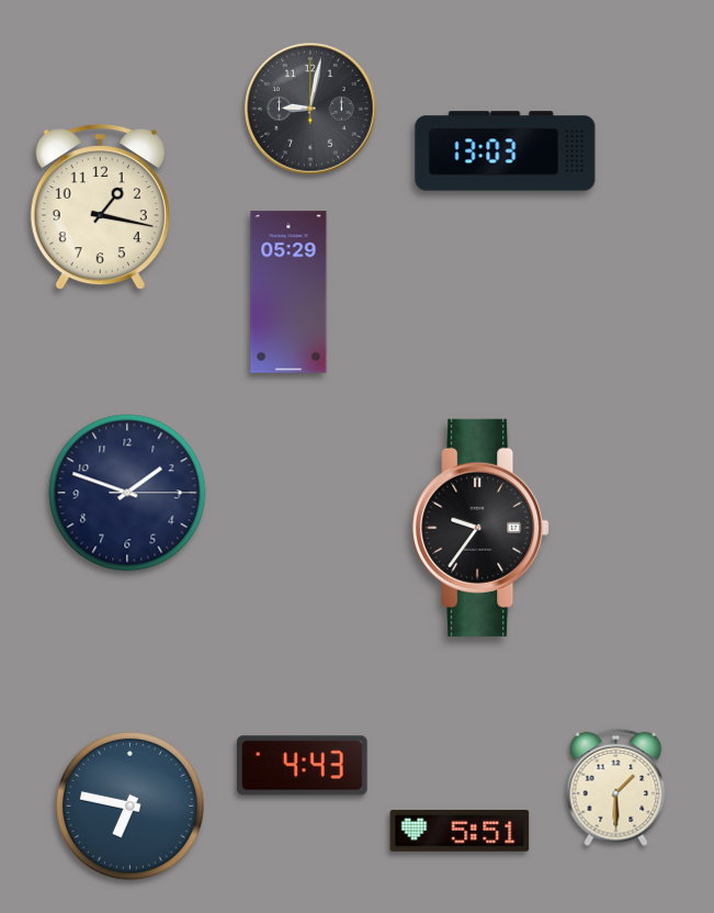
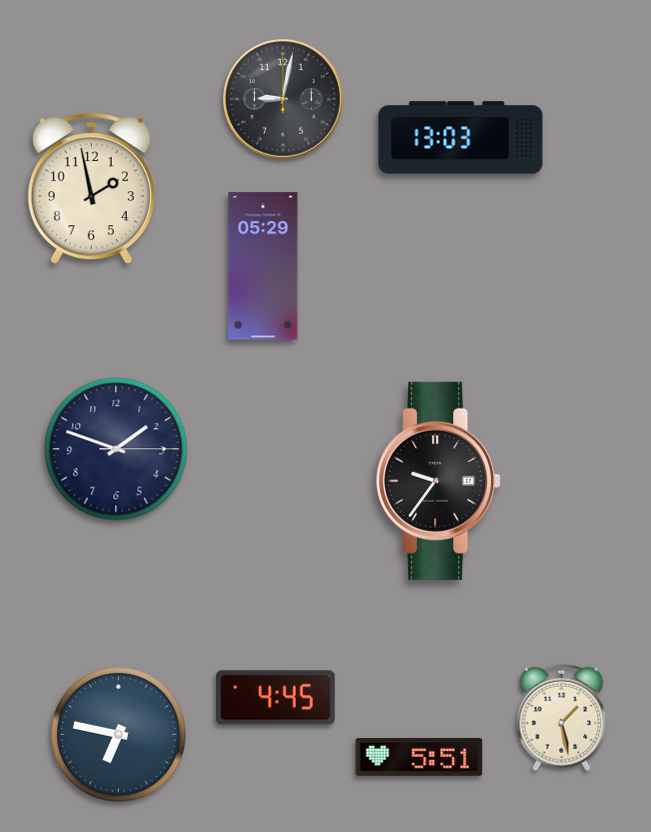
clock at (100, 208): 1:17 -> 1:58
clock at (303, 766): 4:43 -> 4:45
clock at (616, 788): 1:30 -> 1:28
